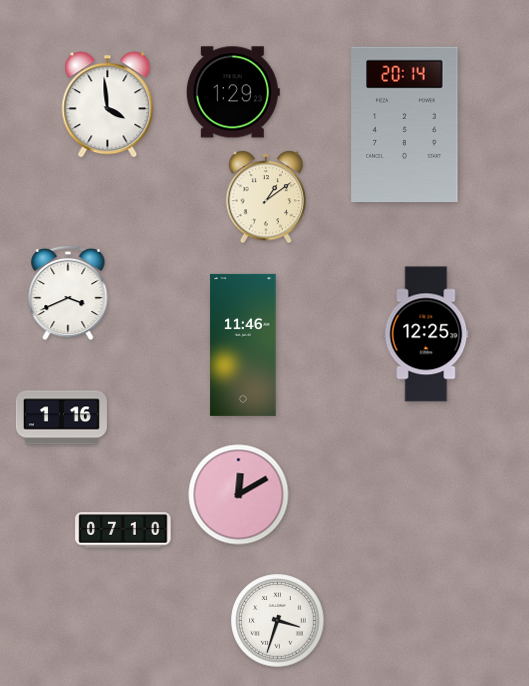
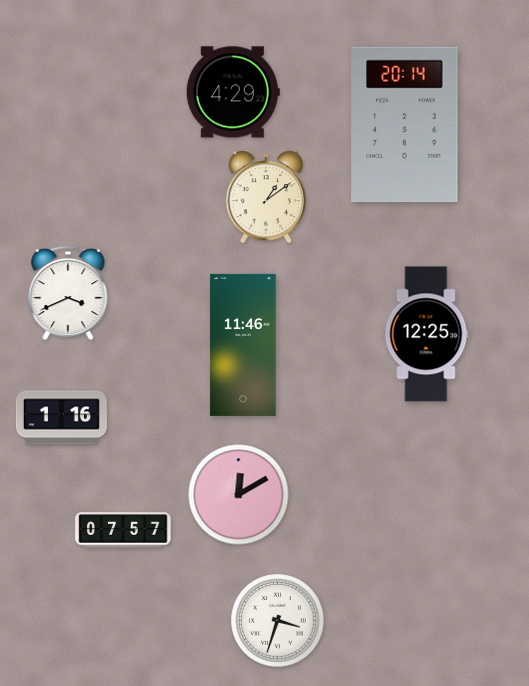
clock at (233, 92): 1:29 -> 4:29
clock at (108, 105): 3:59 -> none
clock at (123, 530): 07:10 -> 07:57
